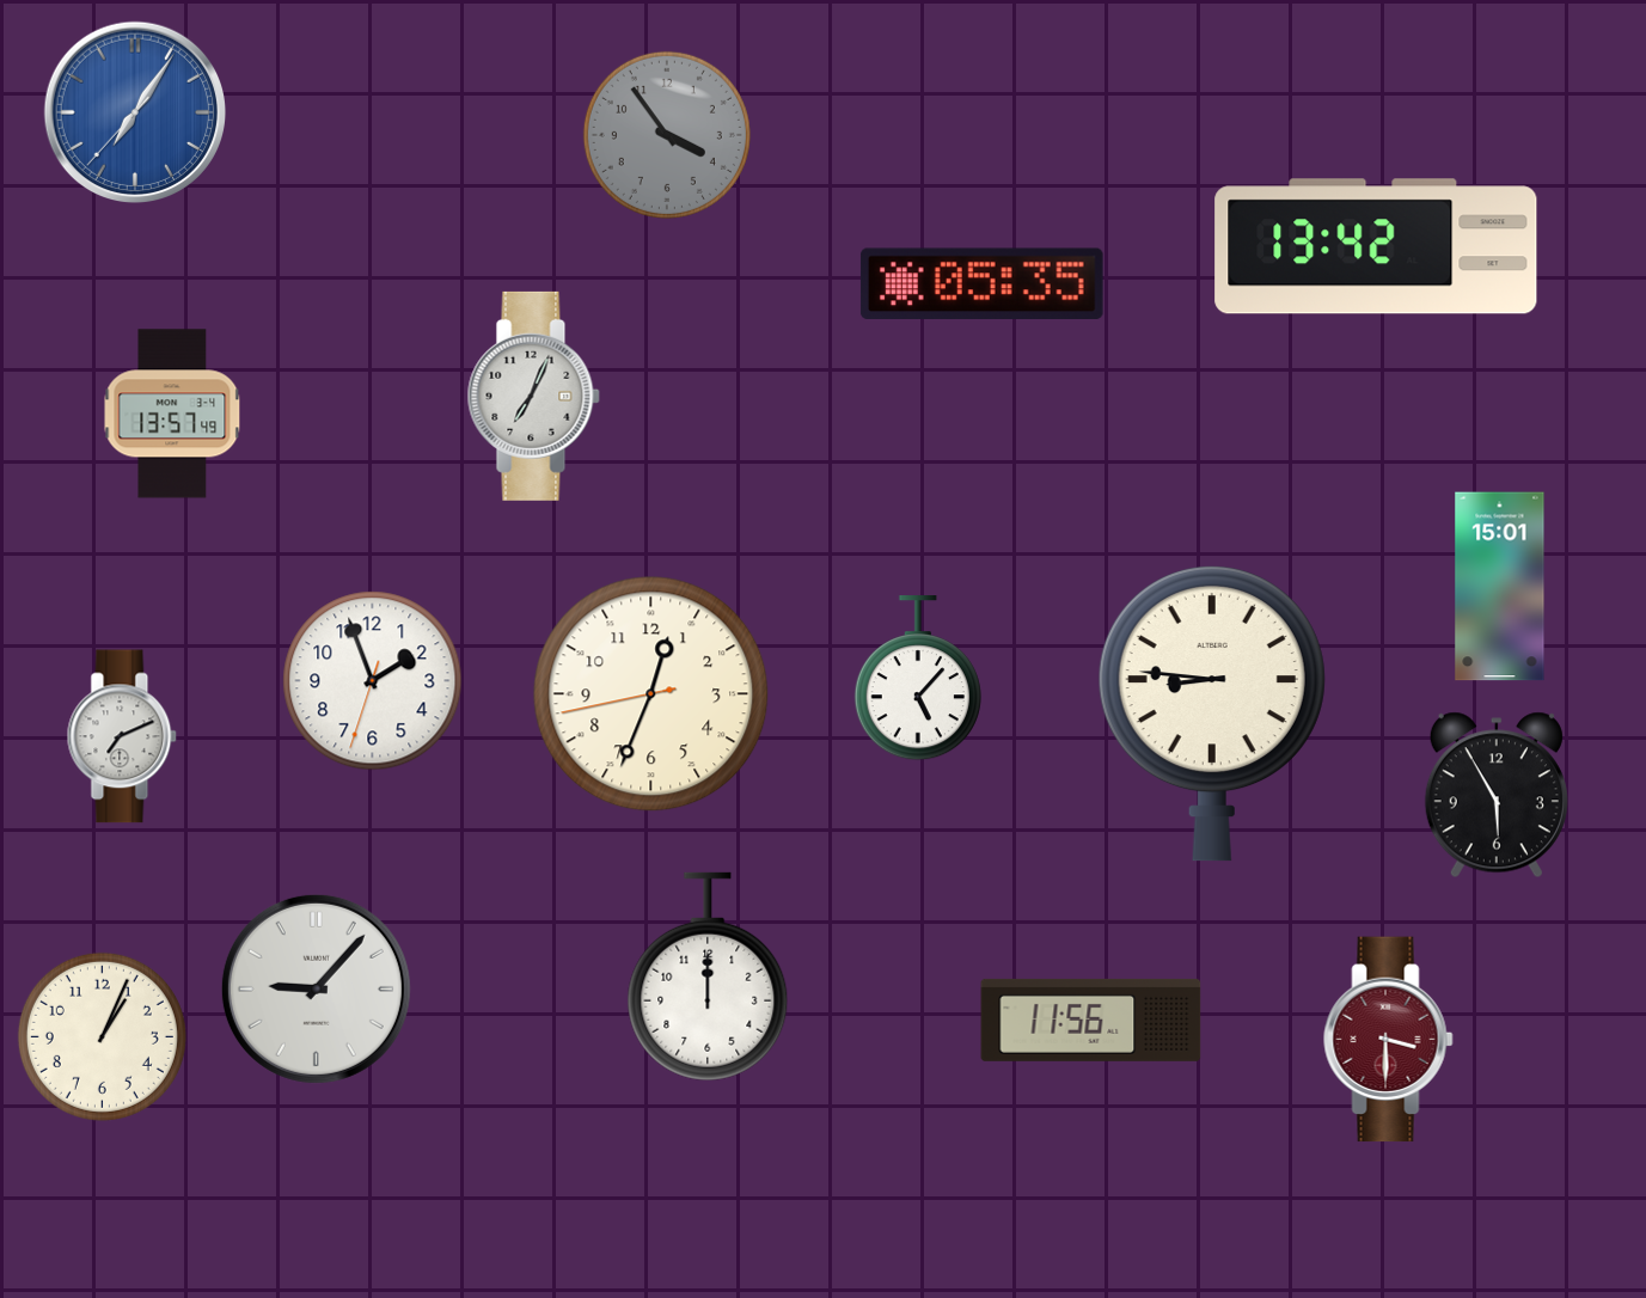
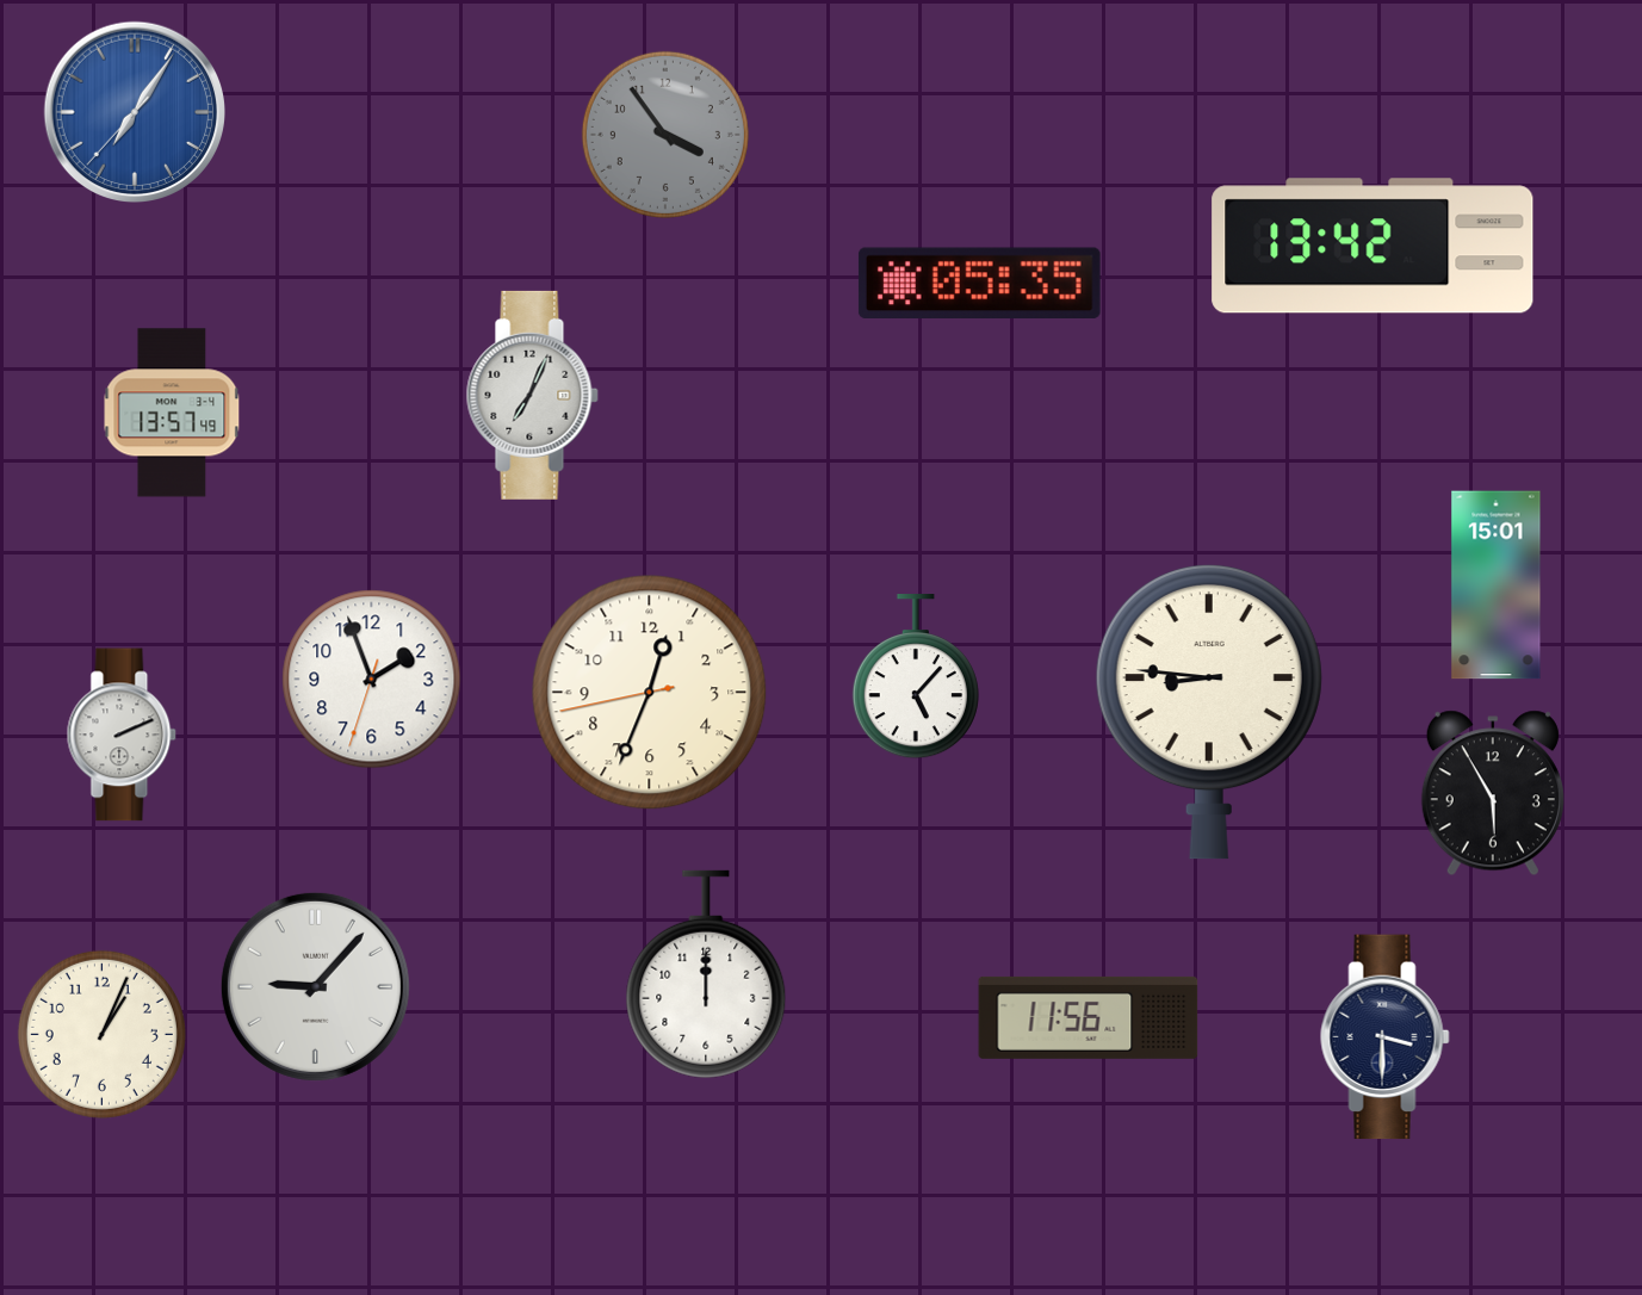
clock at (122, 736): 7:11 -> 2:11
clock at (1389, 1040) dial: burgundy -> navy
